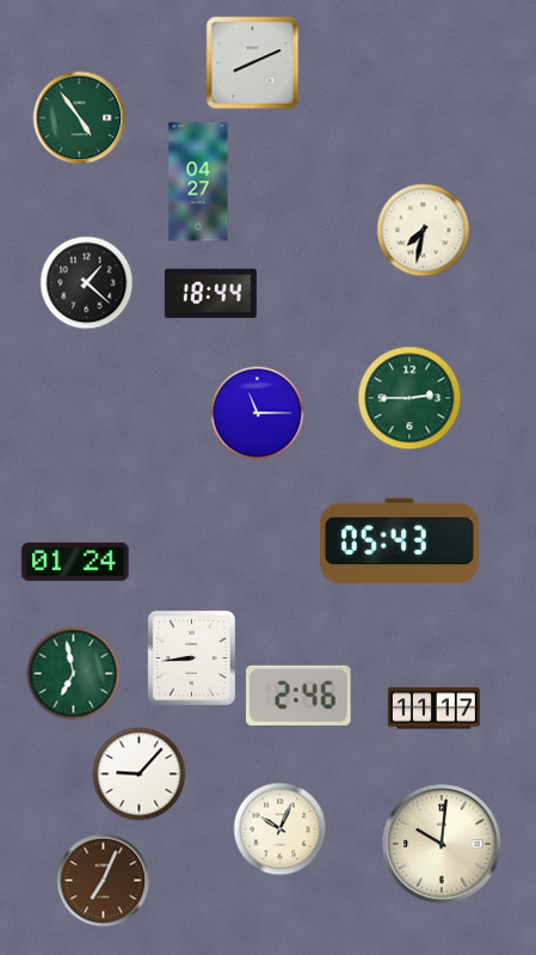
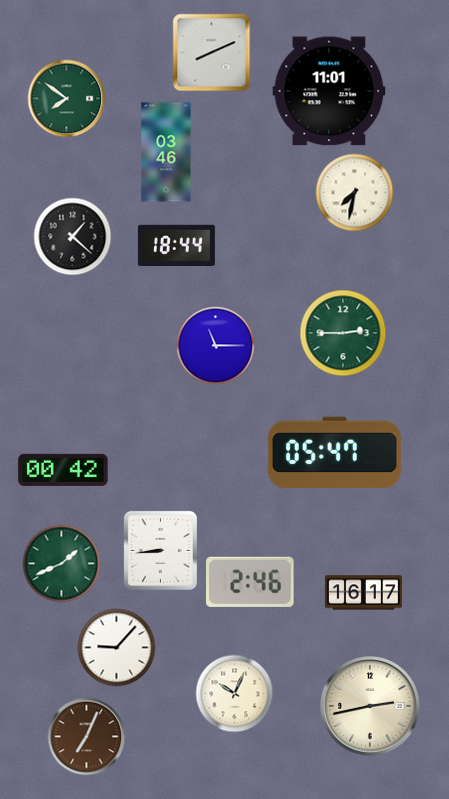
clock at (329, 91): none -> 11:01
clock at (79, 117): 4:54 -> 7:51
clock at (198, 182): 04:27 -> 03:46
clock at (399, 541): 05:43 -> 05:47
clock at (75, 562): 01:24 -> 00:42
clock at (73, 673): 6:58 -> 1:41
clock at (433, 709): 11:17 -> 16:17
clock at (442, 844): 10:01 -> 2:43
